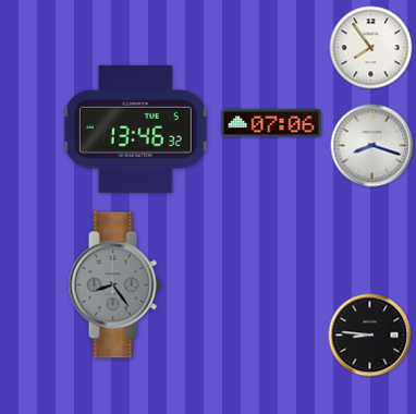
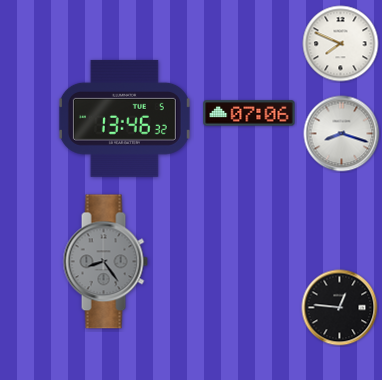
clock at (371, 48): 7:54 -> 7:49
clock at (370, 336): 8:46 -> 12:46
